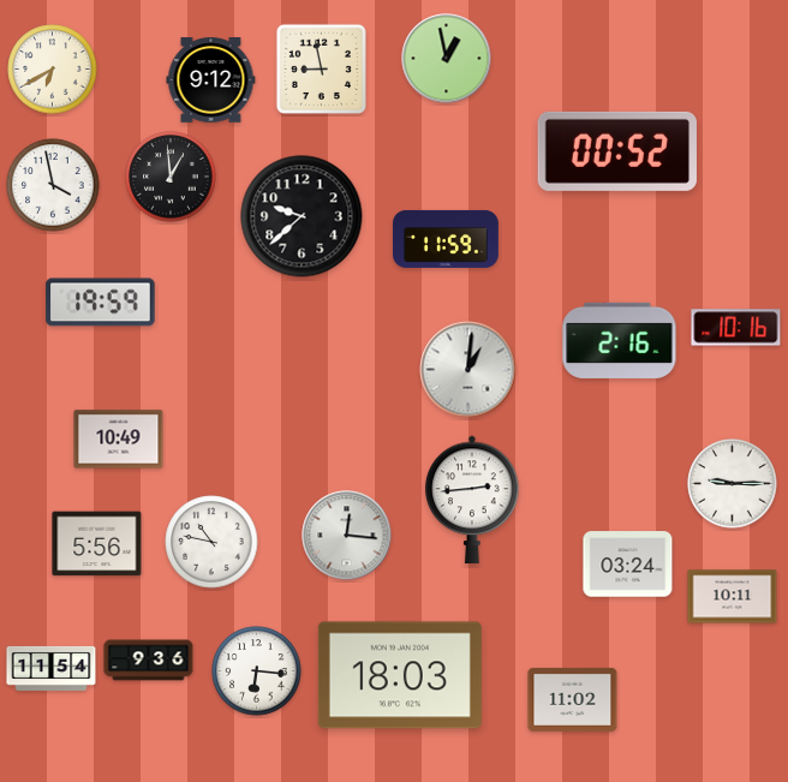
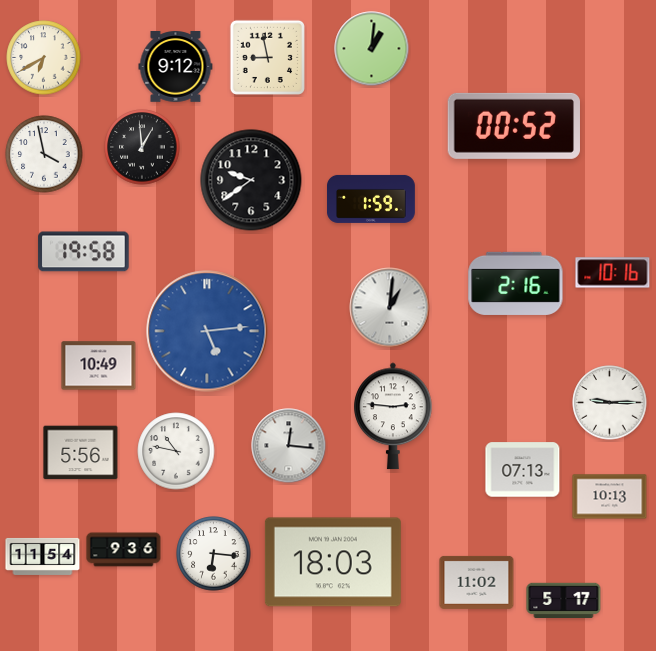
clock at (447, 59): 12:58 -> 1:01
clock at (302, 216): 9:38 -> 9:39
clock at (447, 239): 11:59 -> 1:59
clock at (101, 303): 19:59 -> 19:58
clock at (207, 331): none -> 5:14
clock at (472, 500): 2:44 -> 2:46
clock at (628, 565): 03:24 -> 07:13
clock at (733, 597): 10:11 -> 10:13
clock at (257, 671) position: (257, 671) -> (214, 554)
clock at (564, 600): none -> 5:17
